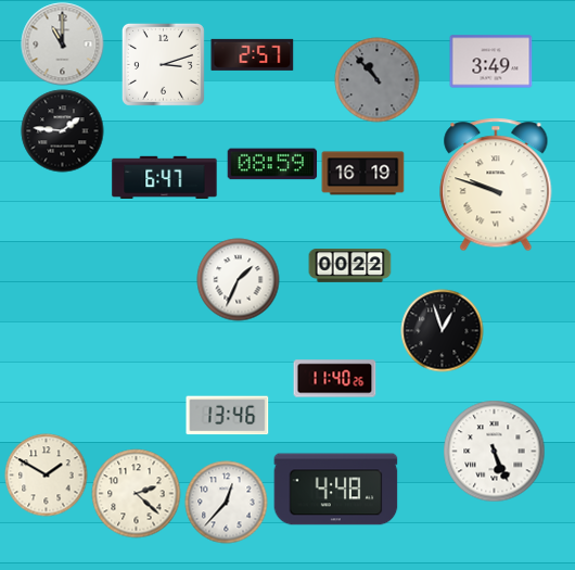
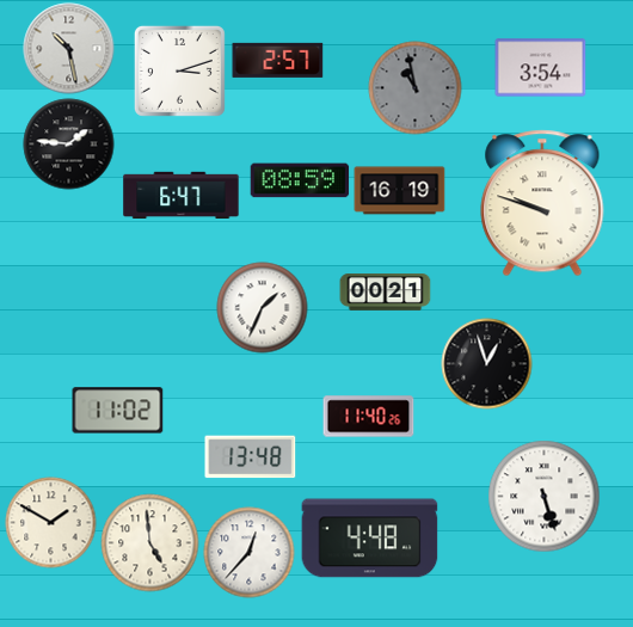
clock at (63, 45): 11:00 -> 10:28
clock at (491, 62): 3:49 -> 3:54
clock at (378, 80): 10:53 -> 10:58
clock at (496, 185) position: (496, 185) -> (542, 203)
clock at (350, 266): 00:22 -> 00:21
clock at (118, 411): none -> 11:02
clock at (228, 416): 13:46 -> 13:48
clock at (495, 452): 5:26 -> 5:27
clock at (137, 494): 2:22 -> 4:59
